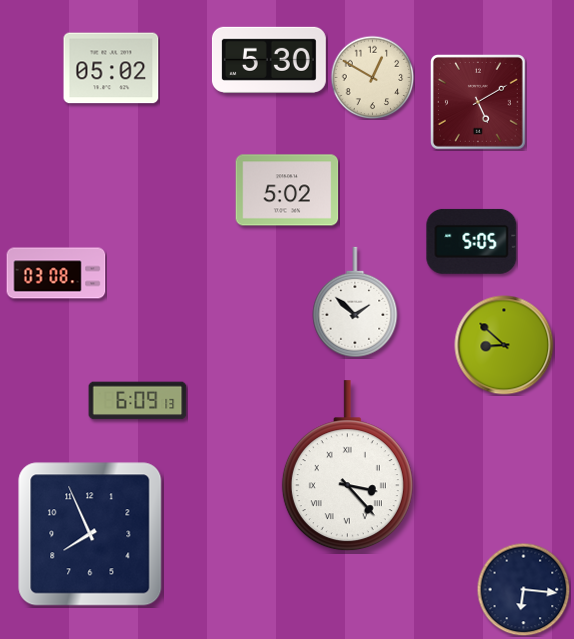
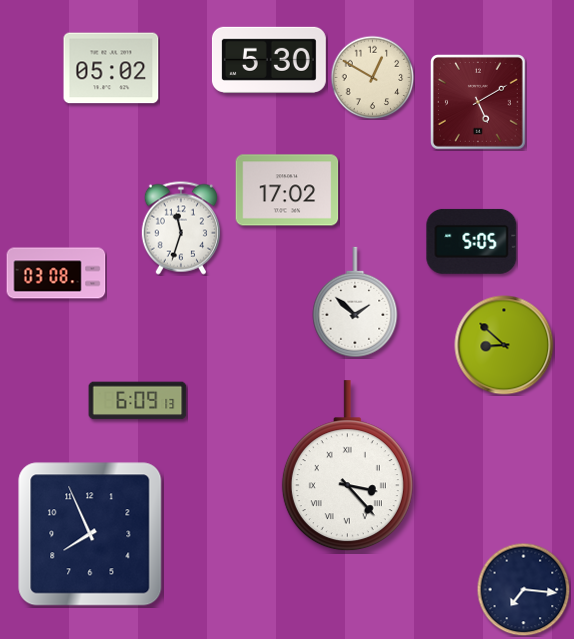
clock at (287, 190): 5:02 -> 17:02
clock at (181, 228): none -> 11:33
clock at (523, 589): 6:16 -> 7:16
